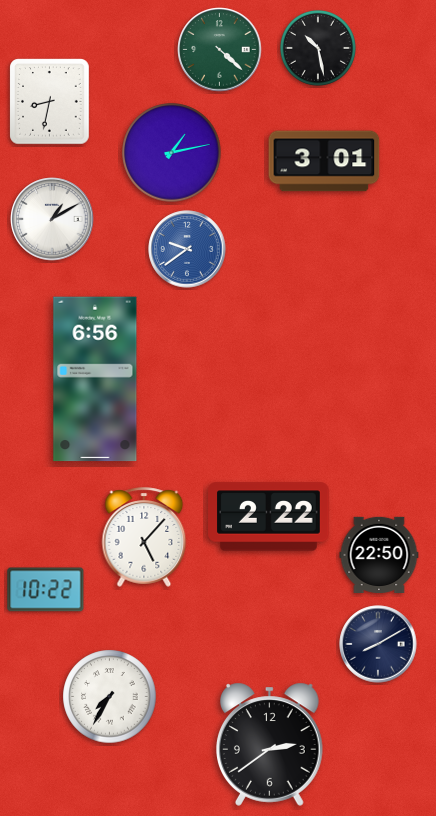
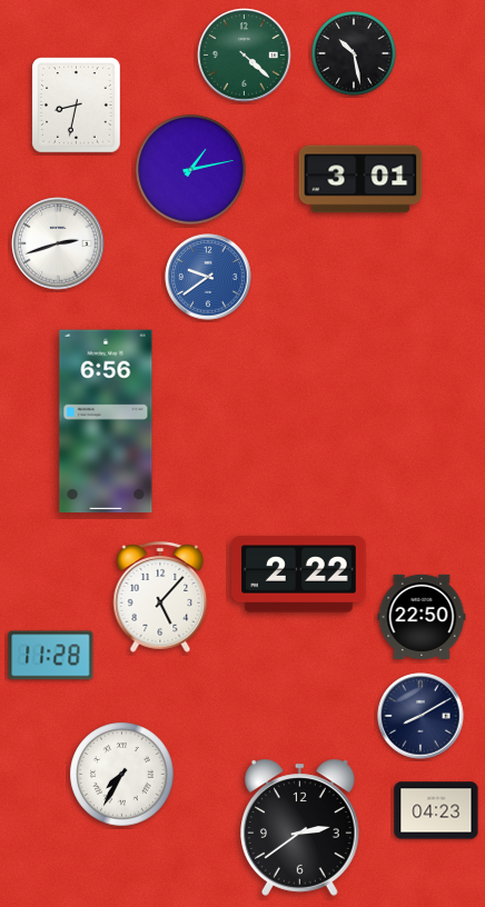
clock at (50, 102) position: (50, 102) -> (77, 106)
clock at (52, 219): 1:10 -> 2:42
clock at (46, 590): 10:22 -> 11:28
clock at (436, 810): none -> 04:23
